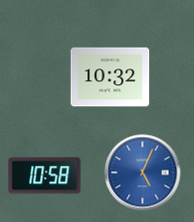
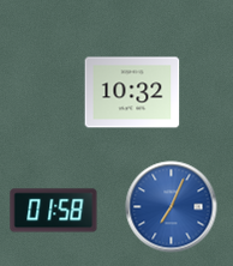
clock at (143, 173): 5:04 -> 7:04
clock at (45, 176): 10:58 -> 01:58
